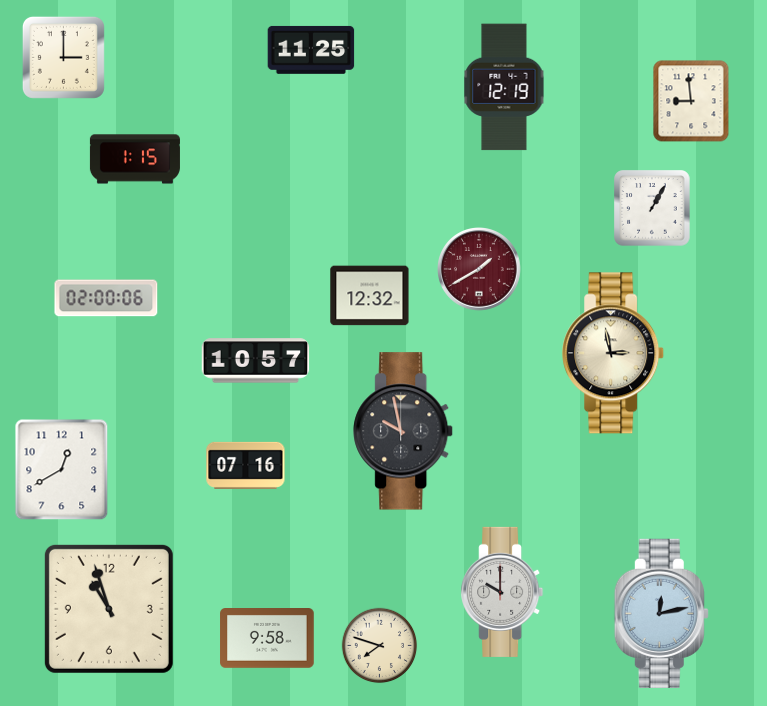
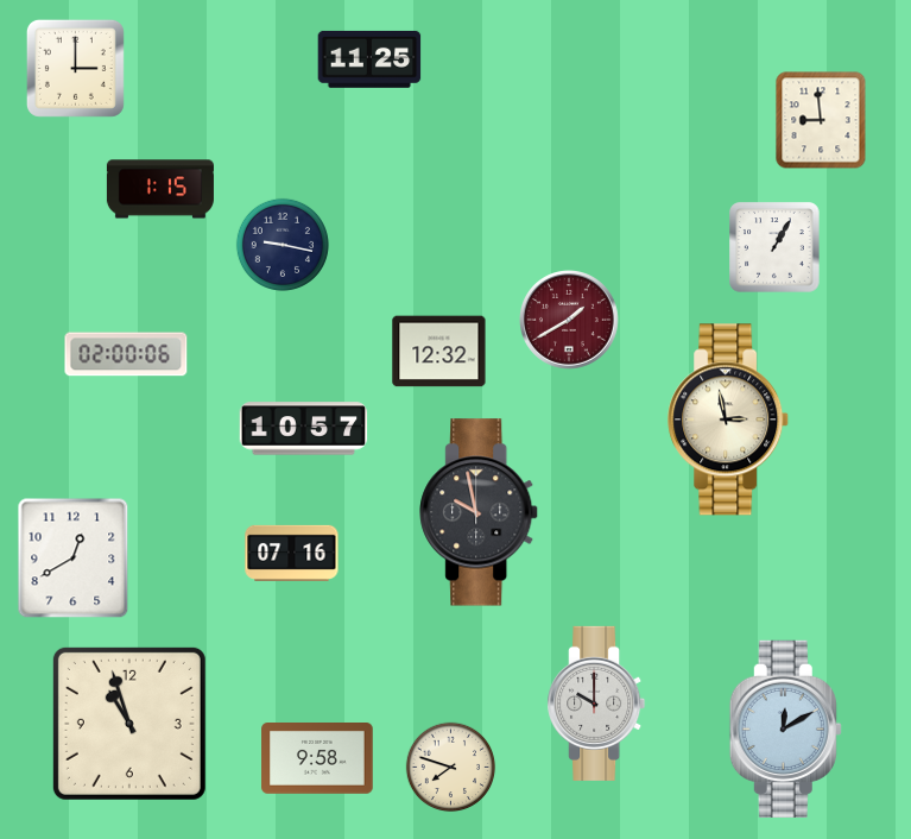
clock at (504, 87): 12:19 -> none
clock at (283, 245): none -> 9:17
clock at (661, 613): 12:13 -> 12:10
